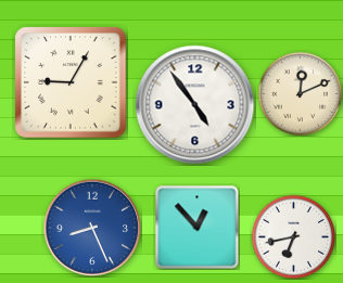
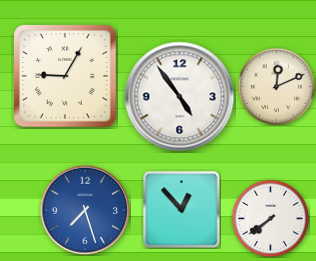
clock at (92, 228): 8:26 -> 7:27
clock at (293, 236): 6:43 -> 7:39
